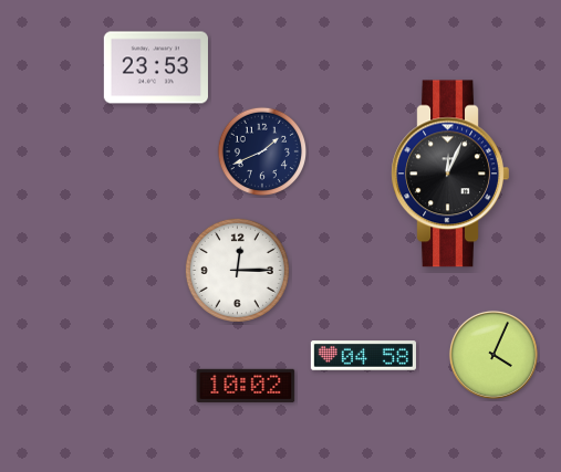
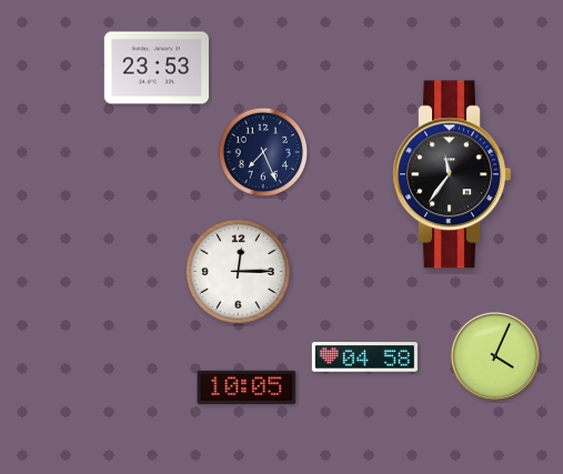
clock at (261, 150): 1:41 -> 7:26
clock at (450, 174): 12:04 -> 11:36
clock at (246, 386): 10:02 -> 10:05
